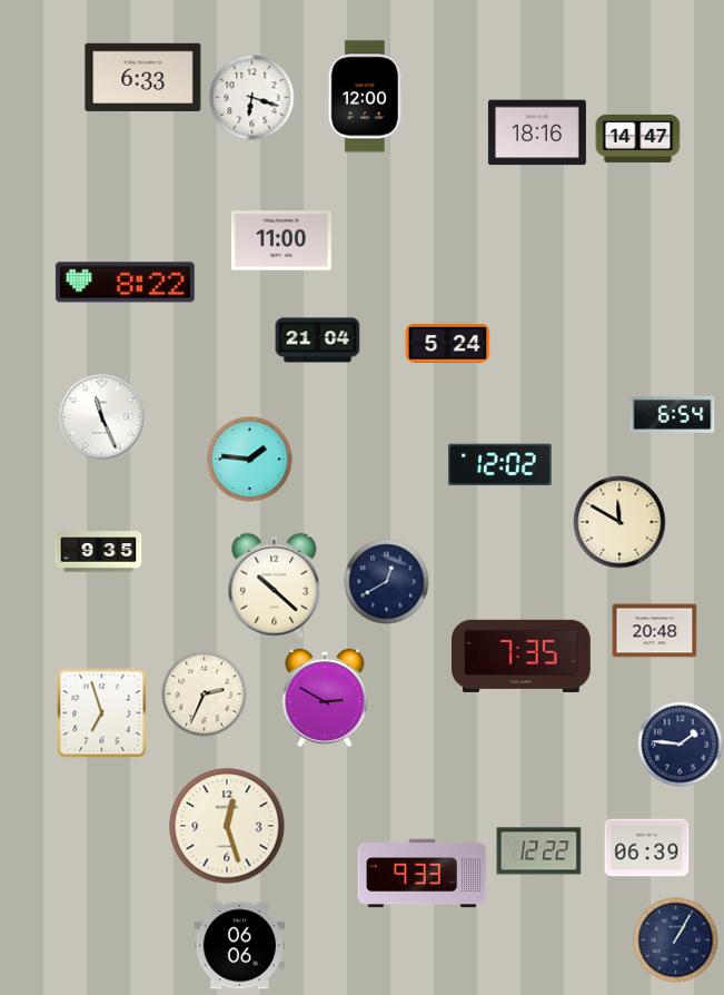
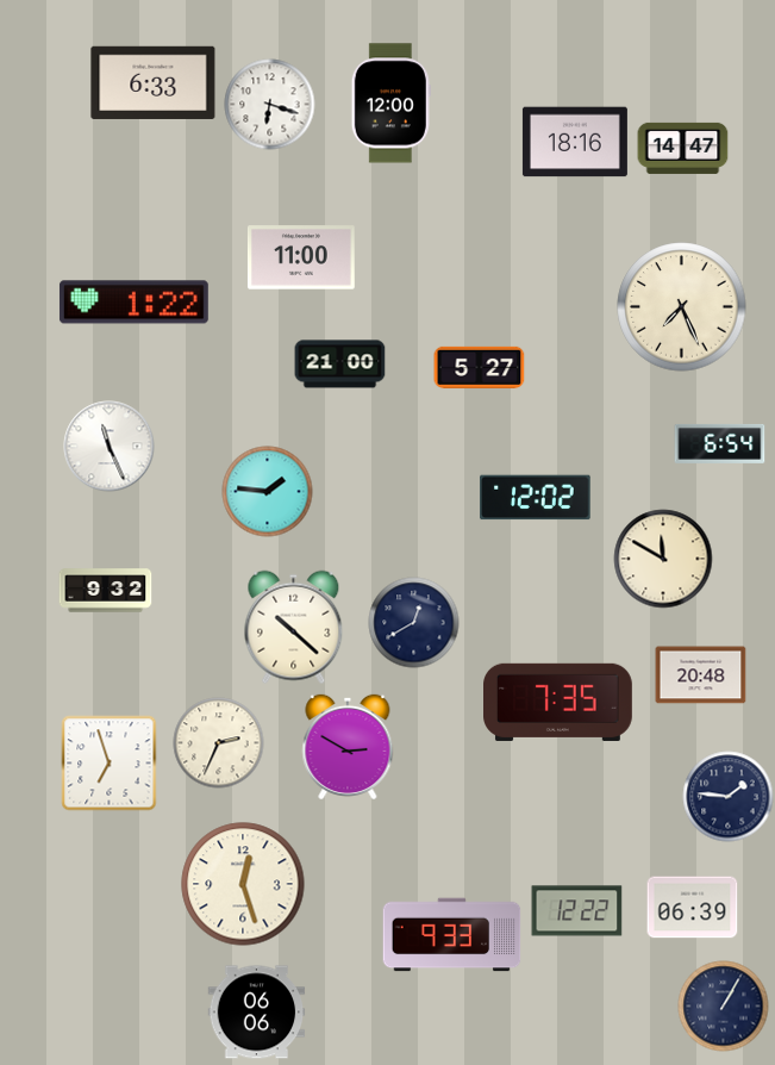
clock at (125, 283): 8:22 -> 1:22
clock at (682, 307): none -> 7:26
clock at (318, 341): 21:04 -> 21:00
clock at (448, 343): 5:24 -> 5:27
clock at (99, 552): 9:35 -> 9:32
